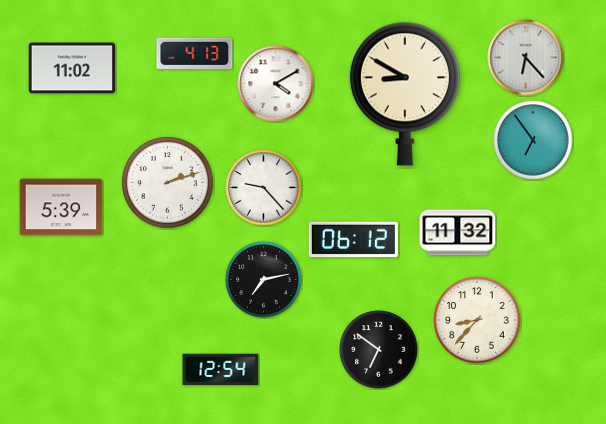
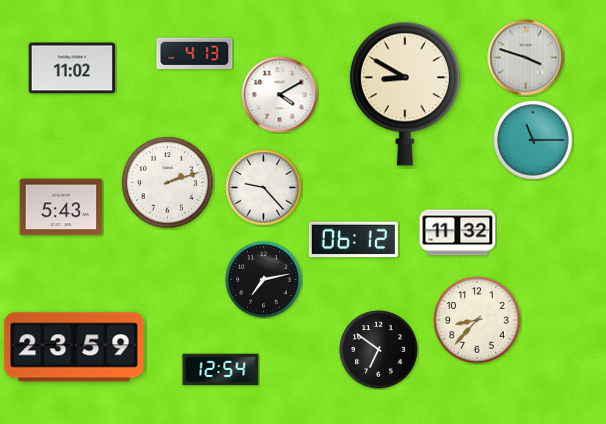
clock at (526, 58): 6:23 -> 3:48
clock at (276, 84) position: (276, 84) -> (280, 95)
clock at (533, 140): 6:54 -> 11:15
clock at (61, 207): 5:39 -> 5:43
clock at (74, 347): none -> 23:59
